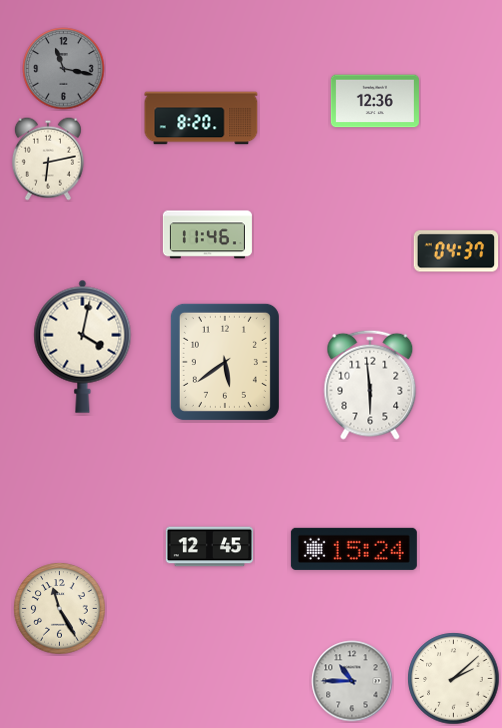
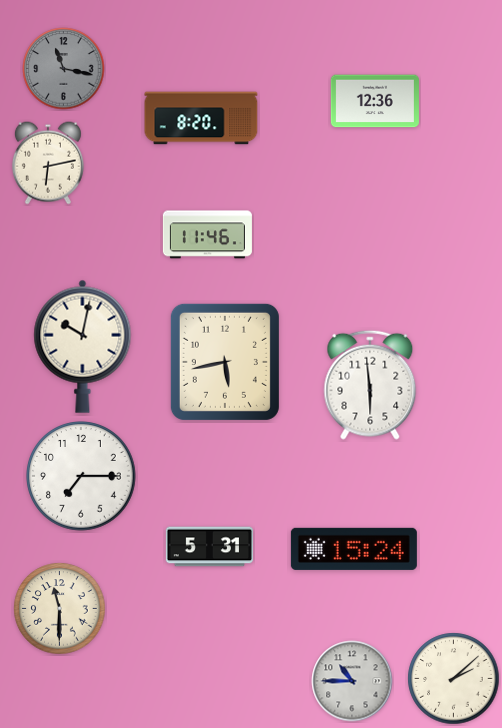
clock at (48, 159) position: (48, 159) -> (48, 163)
clock at (456, 251): 04:37 -> none
clock at (83, 346): 4:02 -> 10:02
clock at (225, 362): 5:39 -> 5:43
clock at (81, 476): none -> 7:15
clock at (209, 547): 12:45 -> 5:31
clock at (60, 609): 11:25 -> 11:30
